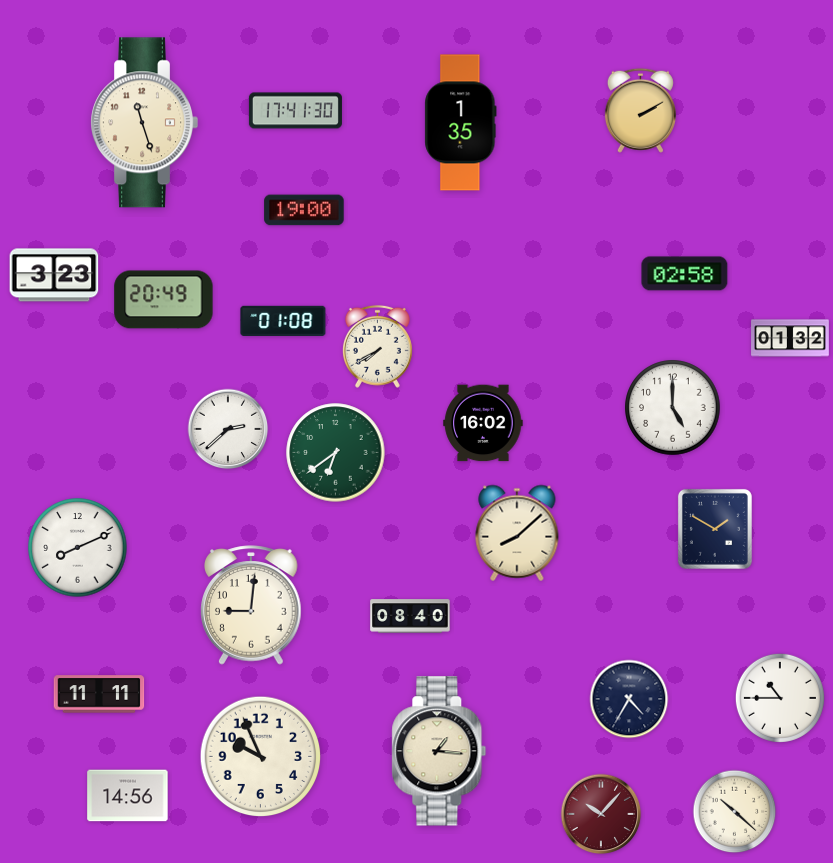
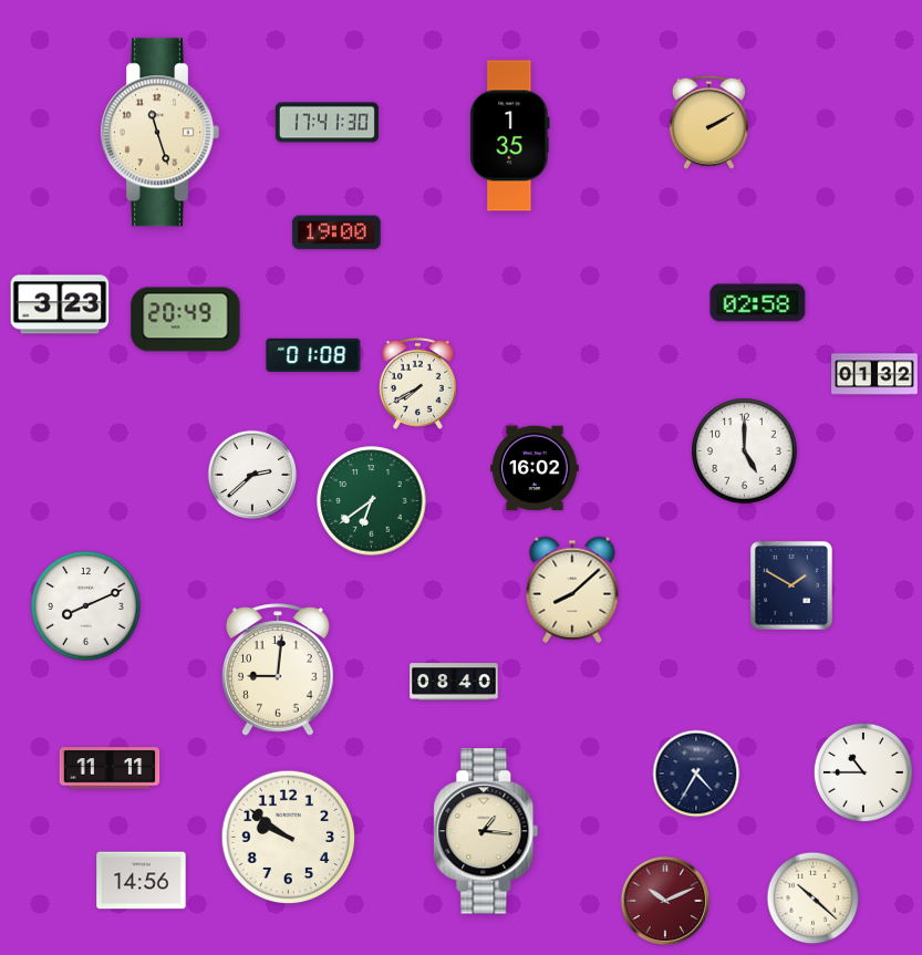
clock at (144, 123) position: (144, 123) -> (159, 133)
clock at (164, 300) position: (164, 300) -> (186, 320)
clock at (261, 757): 9:56 -> 9:51
clock at (601, 814): 10:07 -> 10:11
